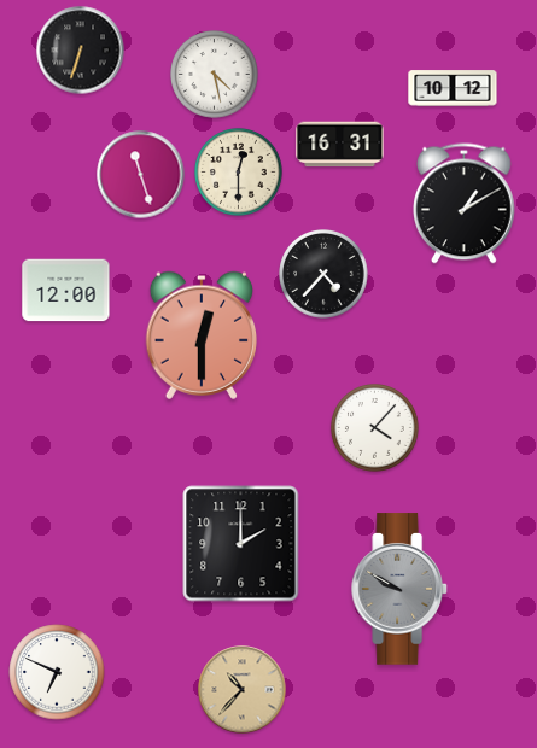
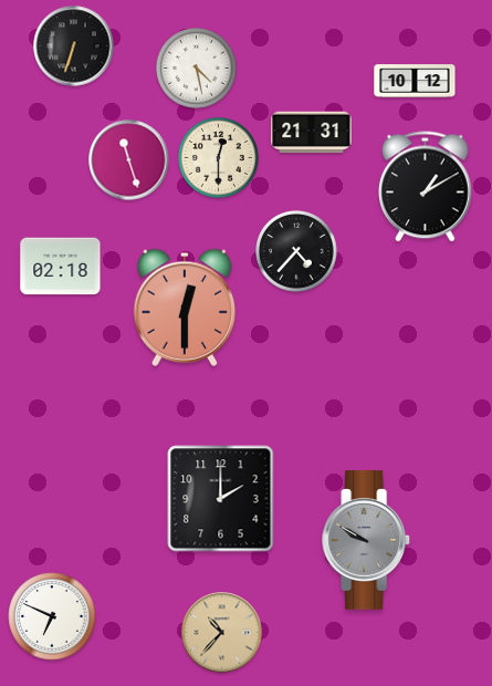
clock at (340, 145): 16:31 -> 21:31
clock at (66, 291): 12:00 -> 02:18
clock at (375, 428): 4:07 -> none
